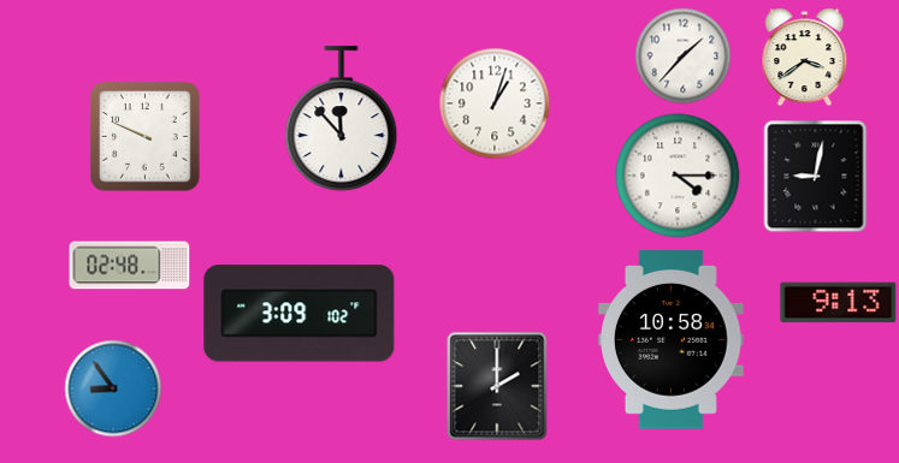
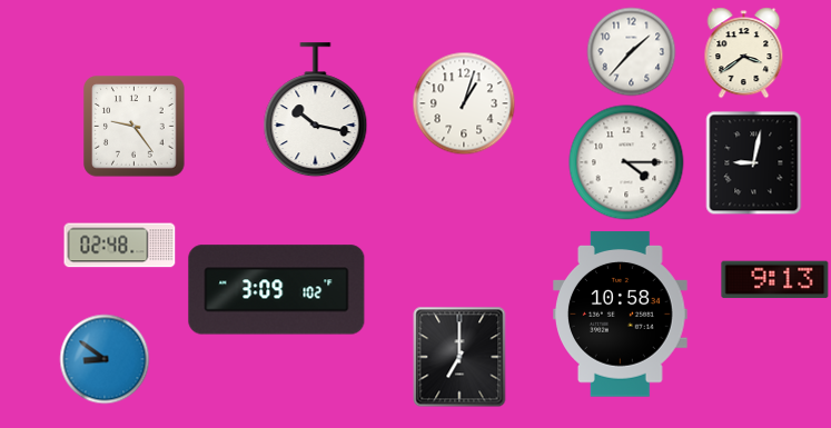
clock at (495, 103) position: (495, 103) -> (464, 103)
clock at (342, 119): 11:53 -> 10:17
clock at (146, 137): 9:49 -> 9:24
clock at (497, 386): 2:00 -> 7:00
clock at (113, 388): 8:54 -> 8:51
